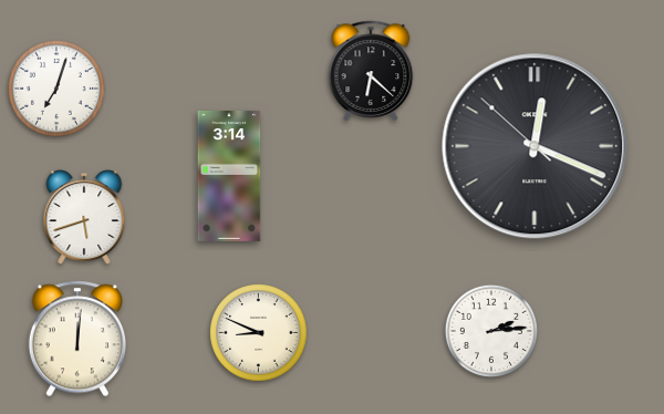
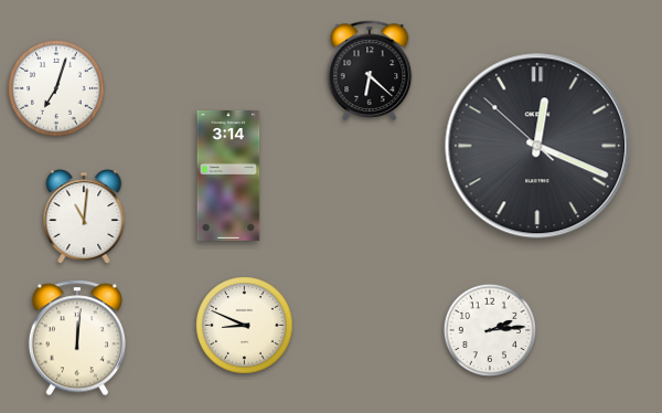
clock at (535, 146) position: (535, 146) -> (537, 146)
clock at (84, 217): 5:42 -> 11:01
clock at (259, 333) position: (259, 333) -> (245, 326)
